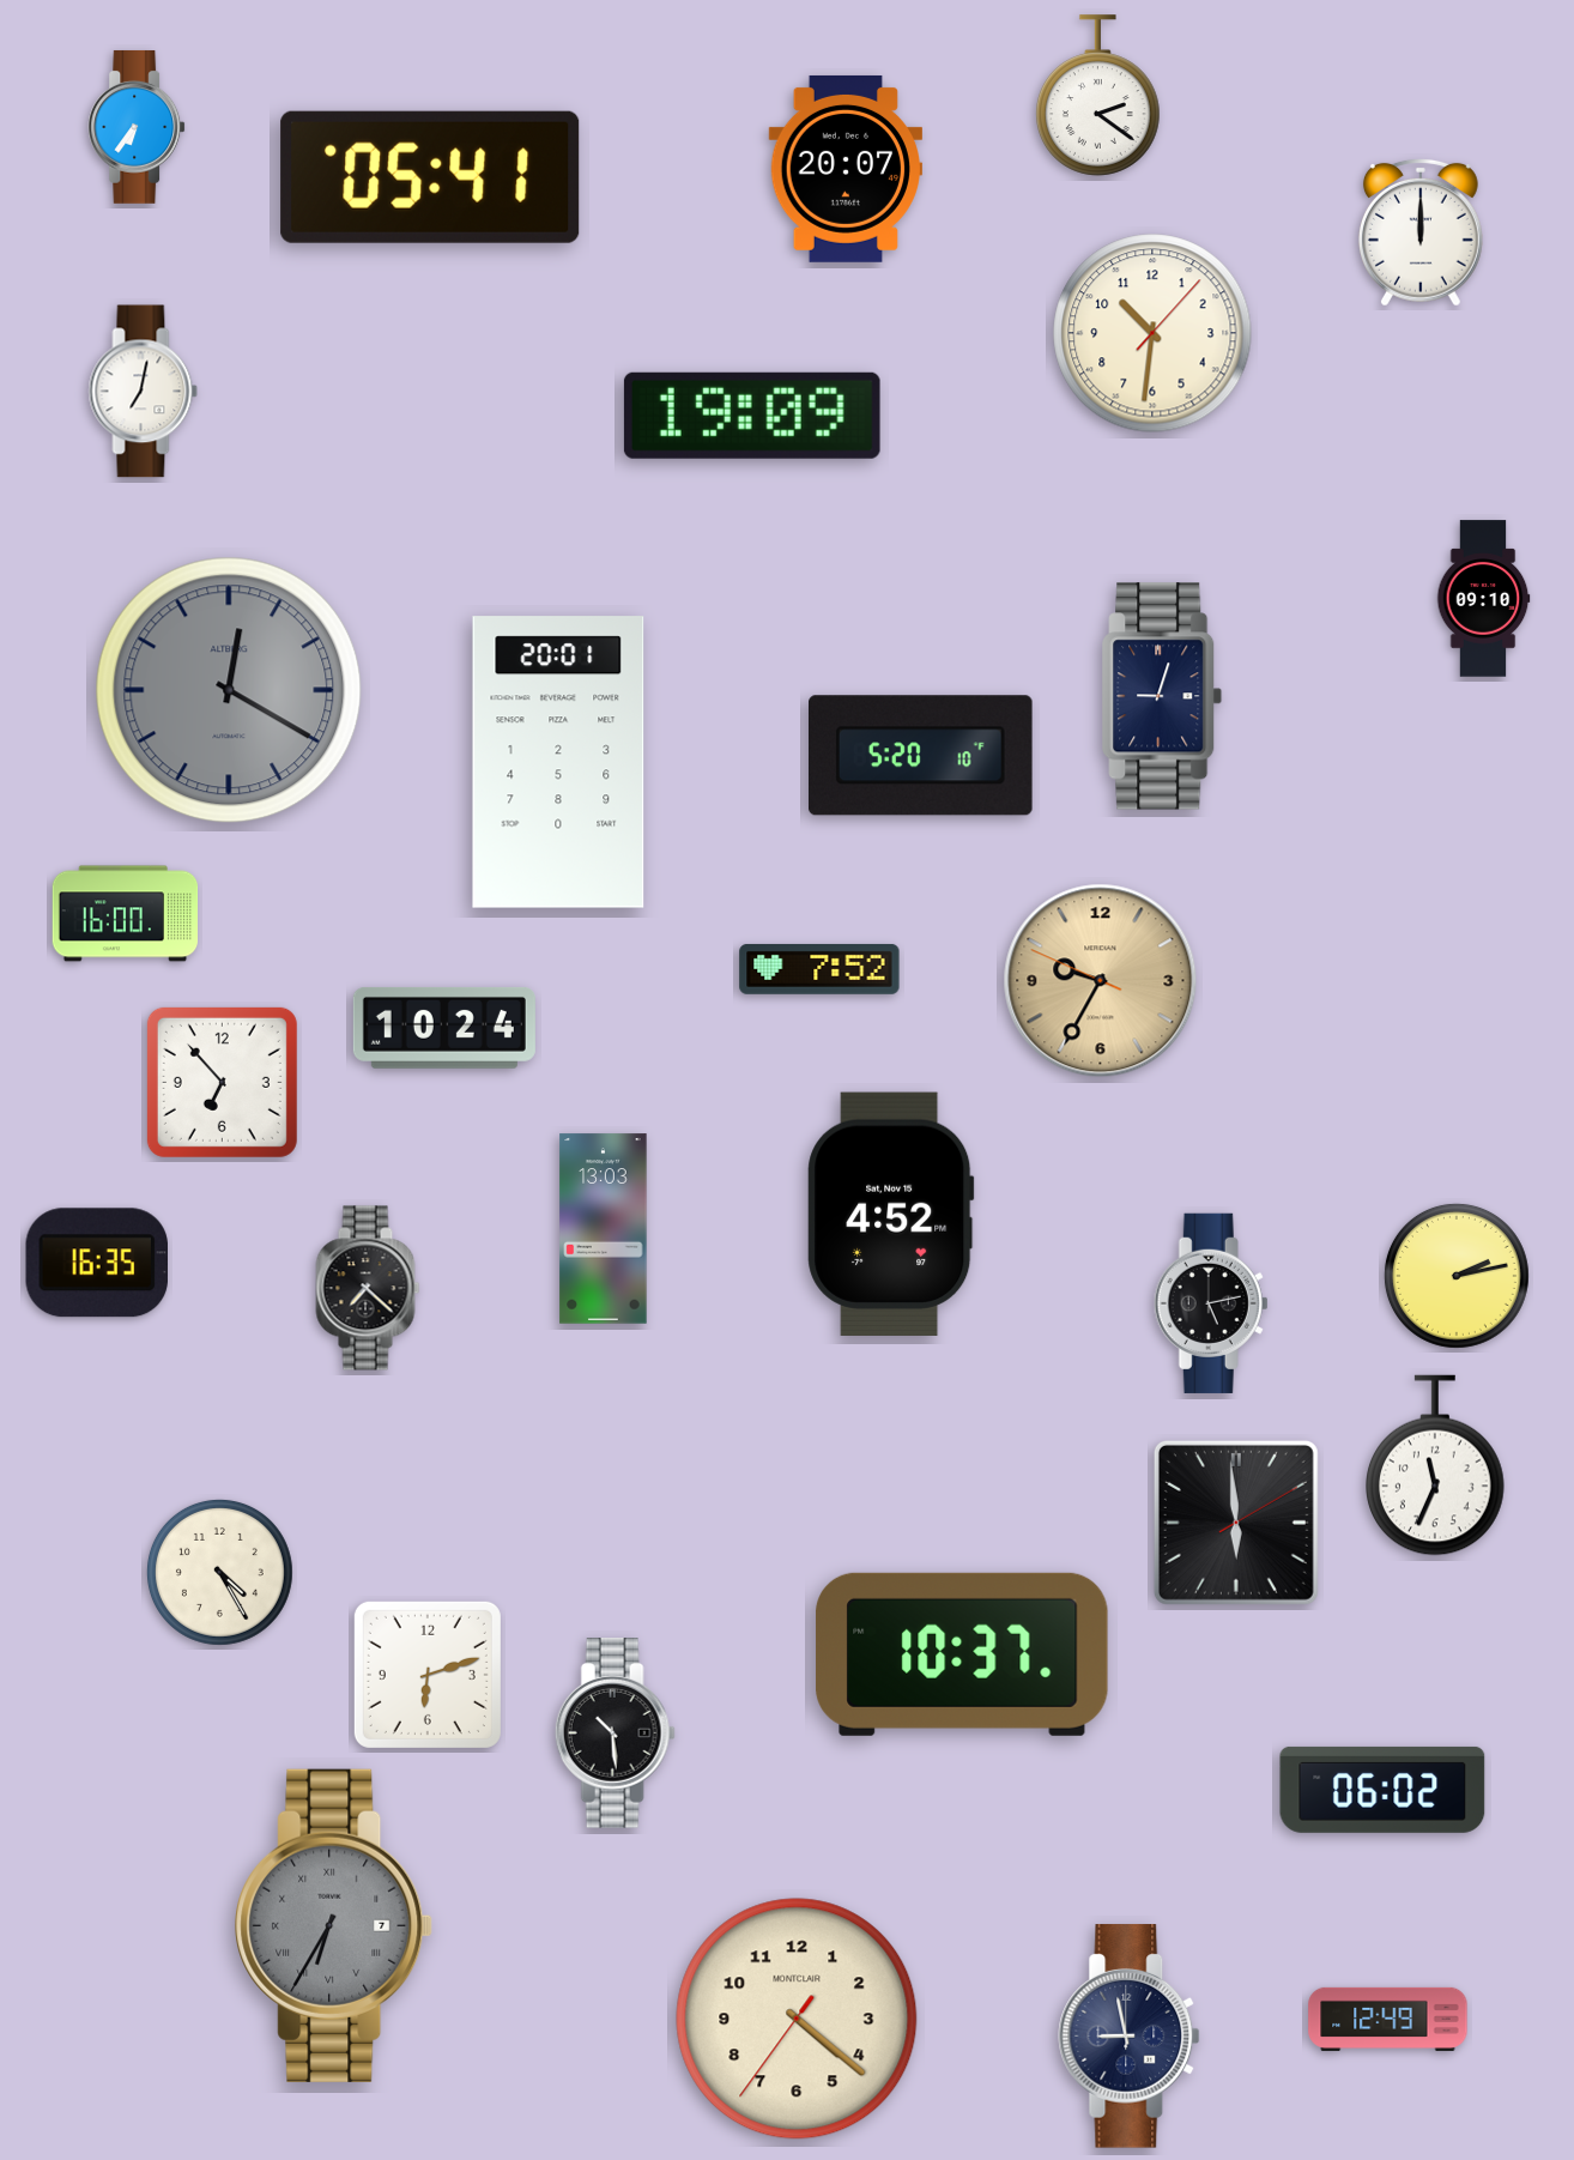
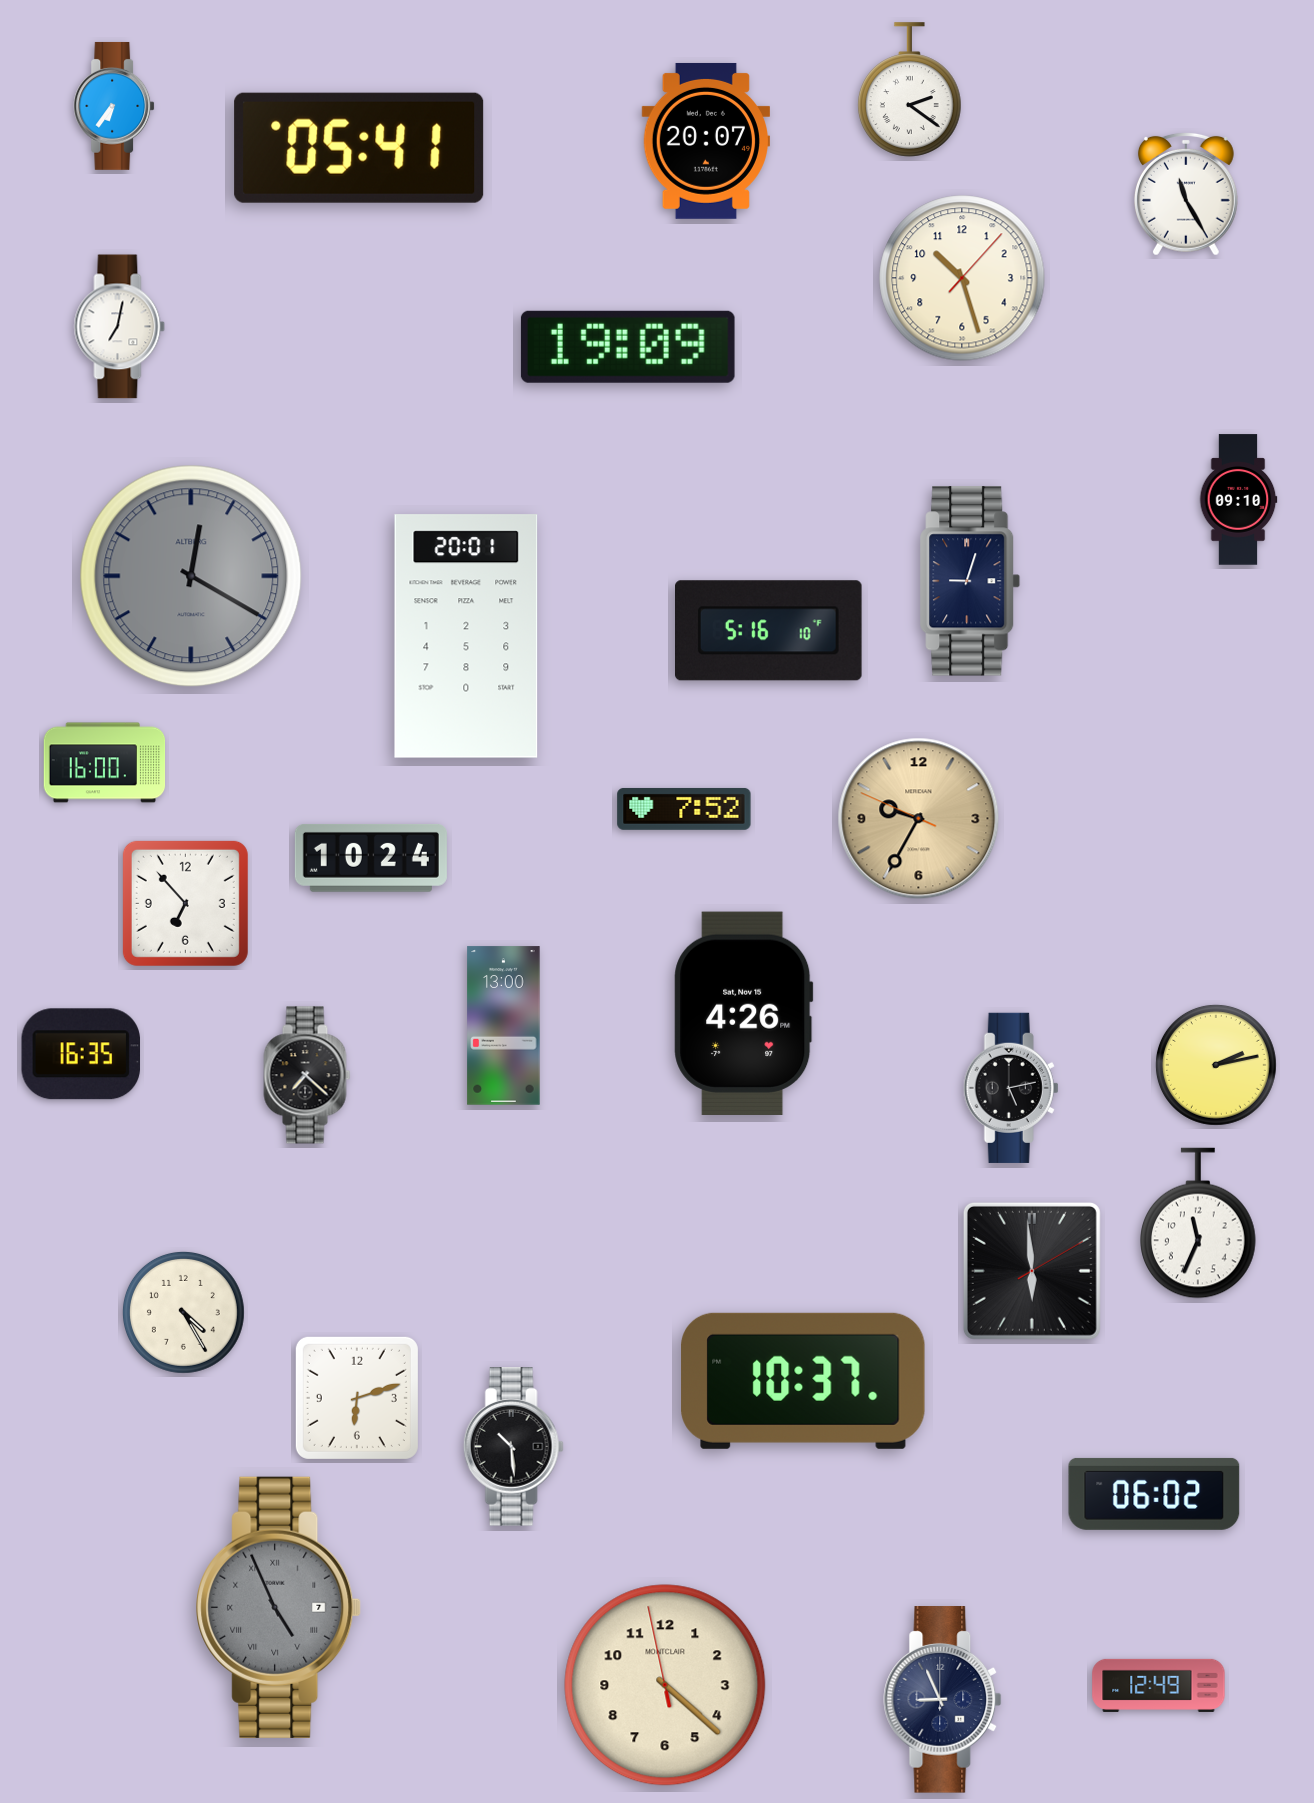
clock at (1097, 96) position: (1097, 96) -> (909, 90)
clock at (1421, 232): 12:00 -> 11:25
clock at (1152, 333): 10:31 -> 10:27
clock at (921, 756): 5:20 -> 5:16
clock at (891, 1214): 4:52 -> 4:26
clock at (604, 1229): 13:03 -> 13:00
clock at (334, 1925): 6:35 -> 4:56
clock at (797, 2019): 4:21:36 -> 4:21:58
clock at (1130, 2037): 8:58 -> 8:56
